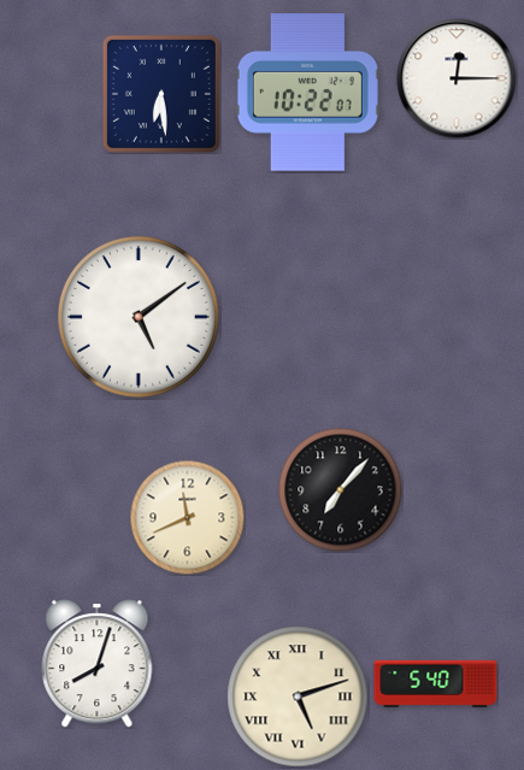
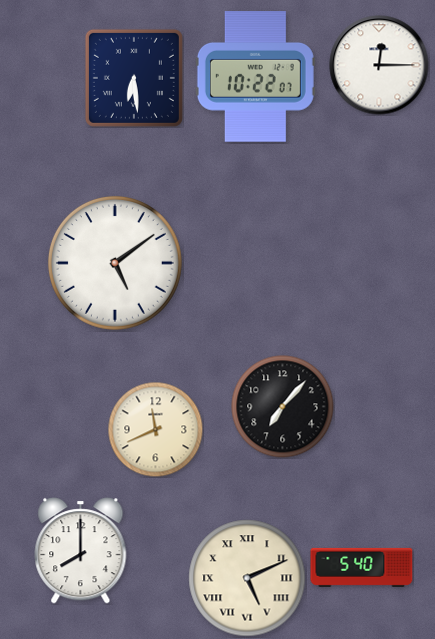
clock at (98, 664): 8:03 -> 8:00
clock at (298, 696): 5:12 -> 5:11
